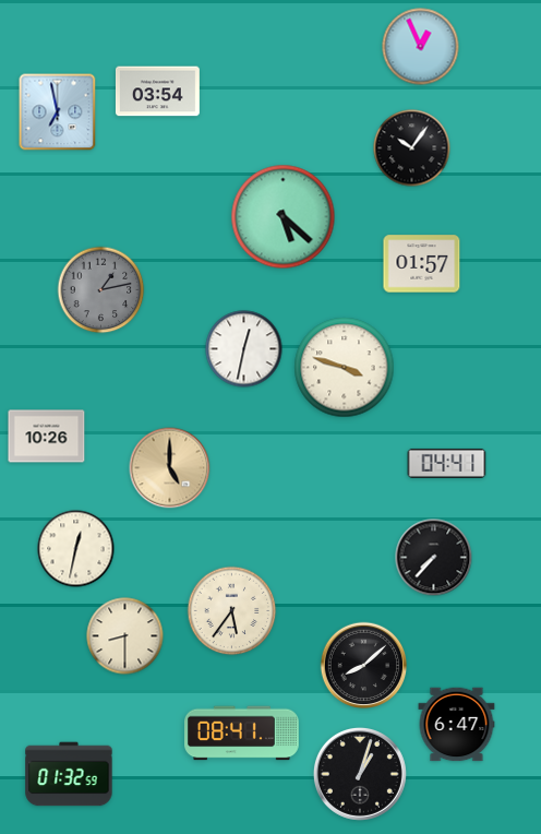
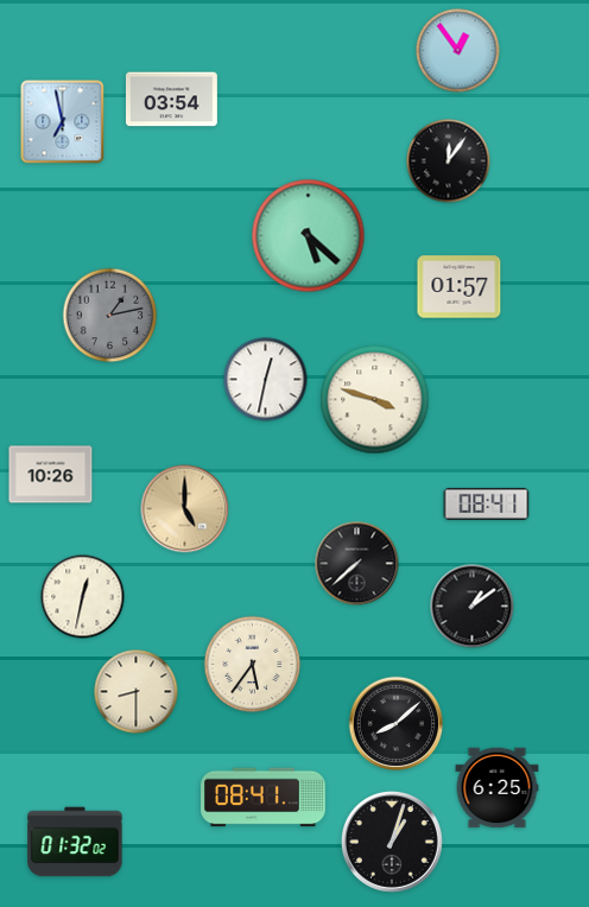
clock at (421, 47): 12:56 -> 12:54
clock at (412, 148): 10:06 -> 12:06
clock at (447, 463): 04:41 -> 08:41
clock at (357, 564): none -> 7:38
clock at (434, 558): 7:37 -> 1:09
clock at (457, 725): 6:47 -> 6:25
clock at (69, 774): 01:32:59 -> 01:32:02
